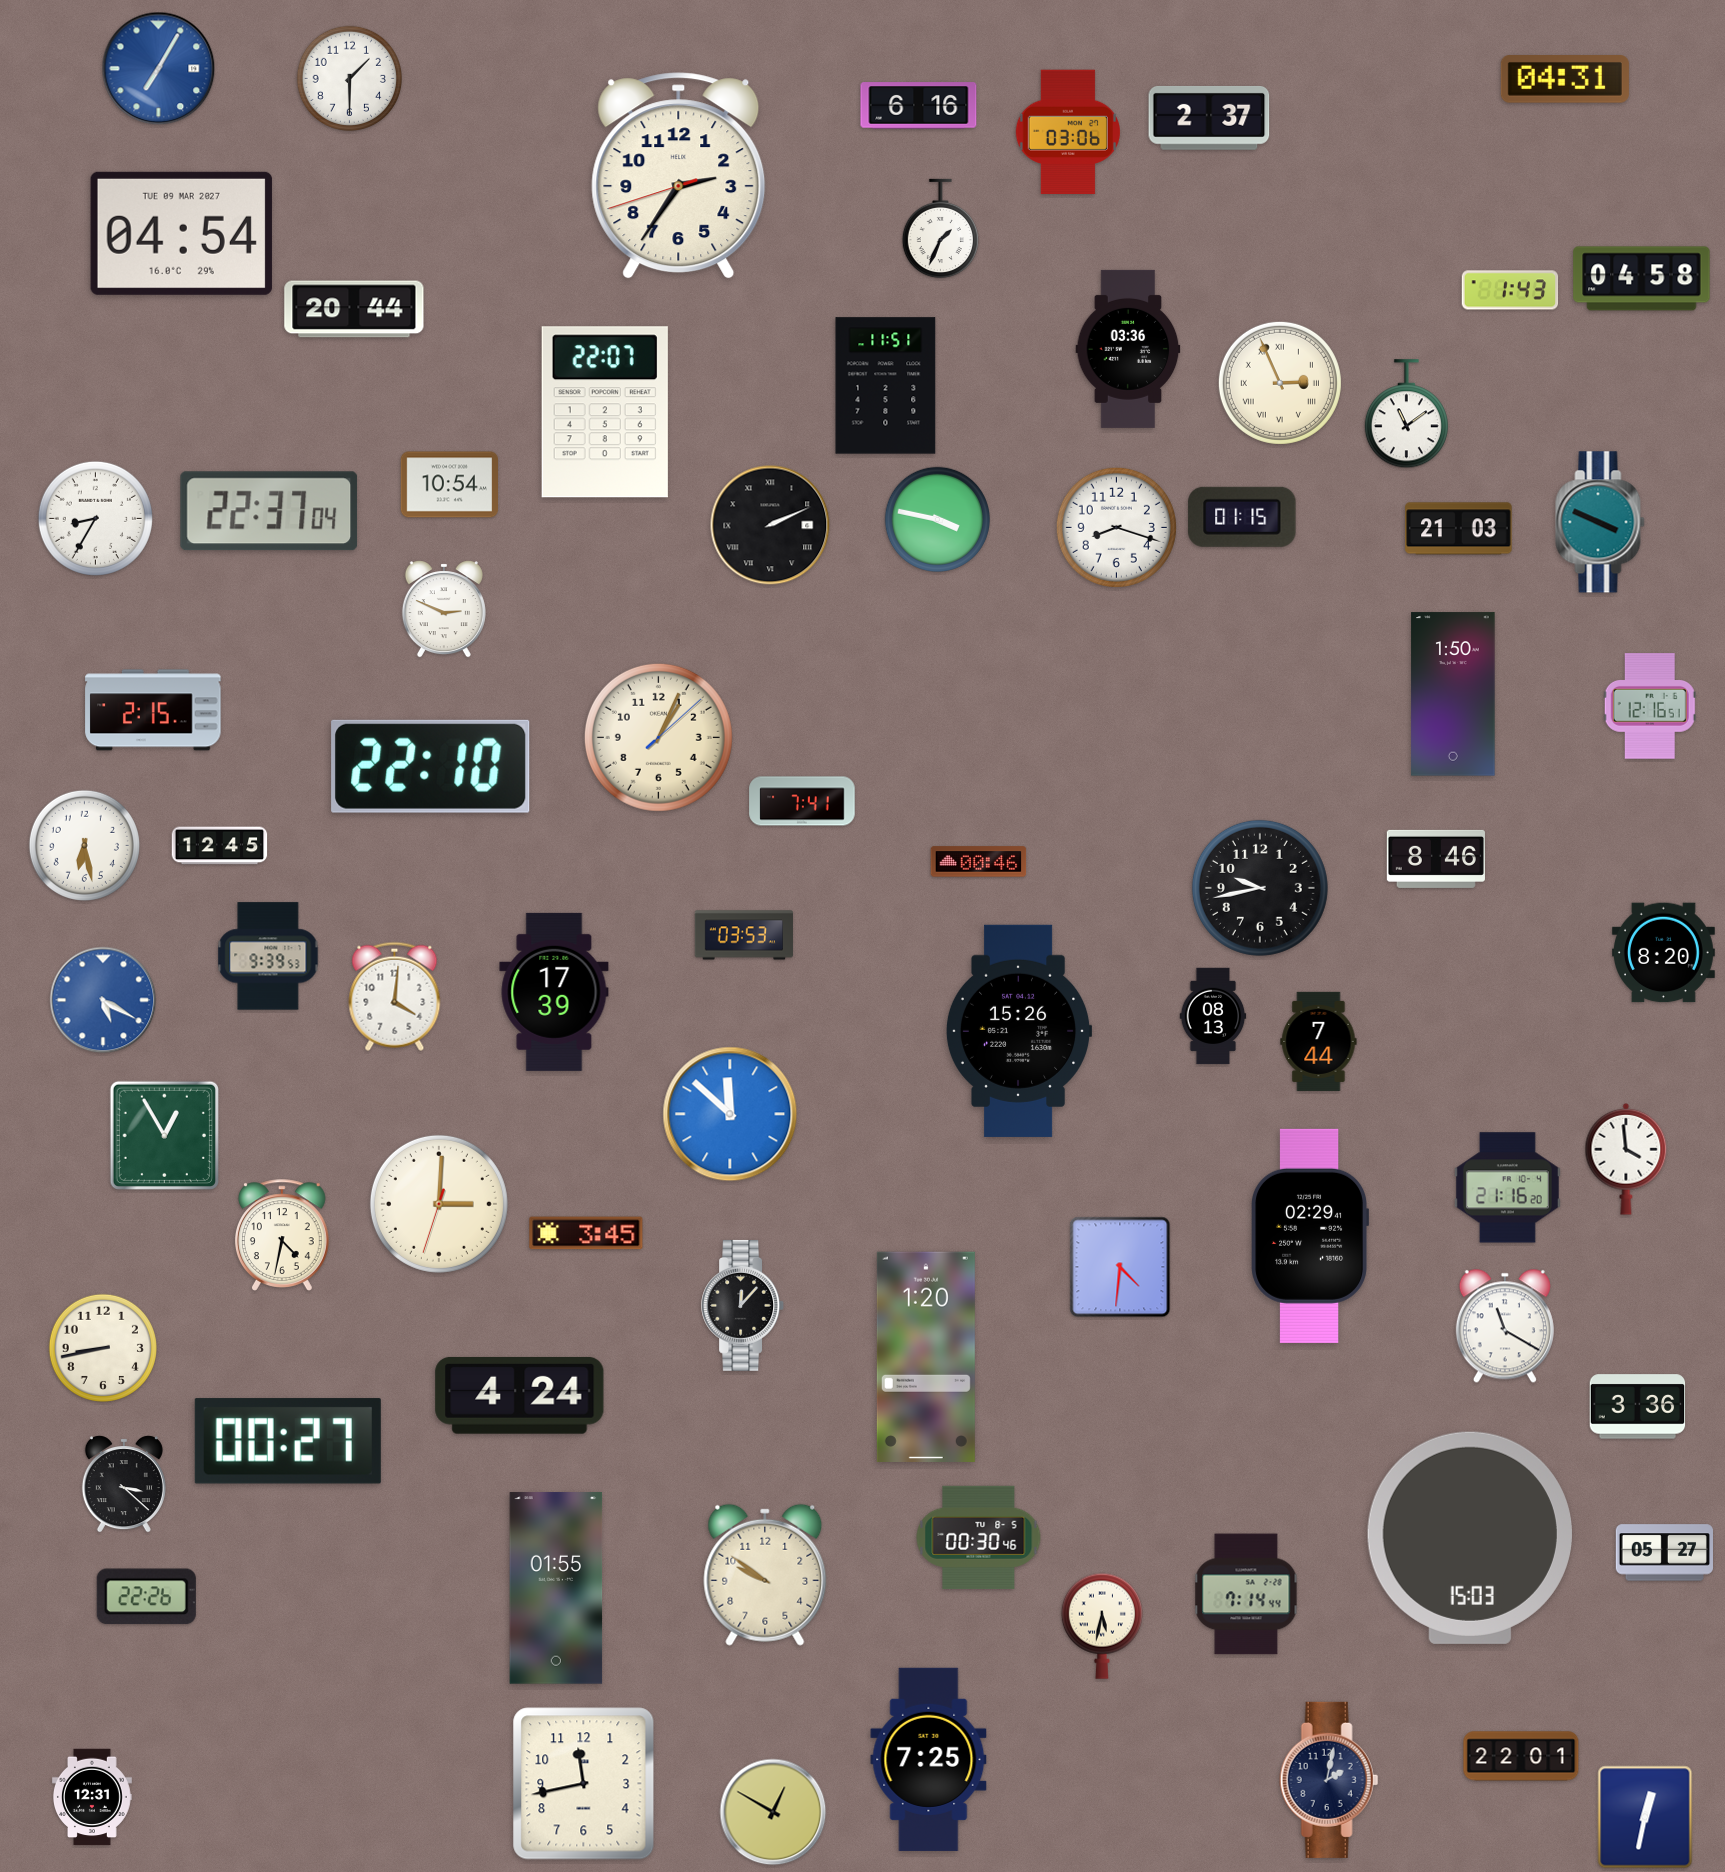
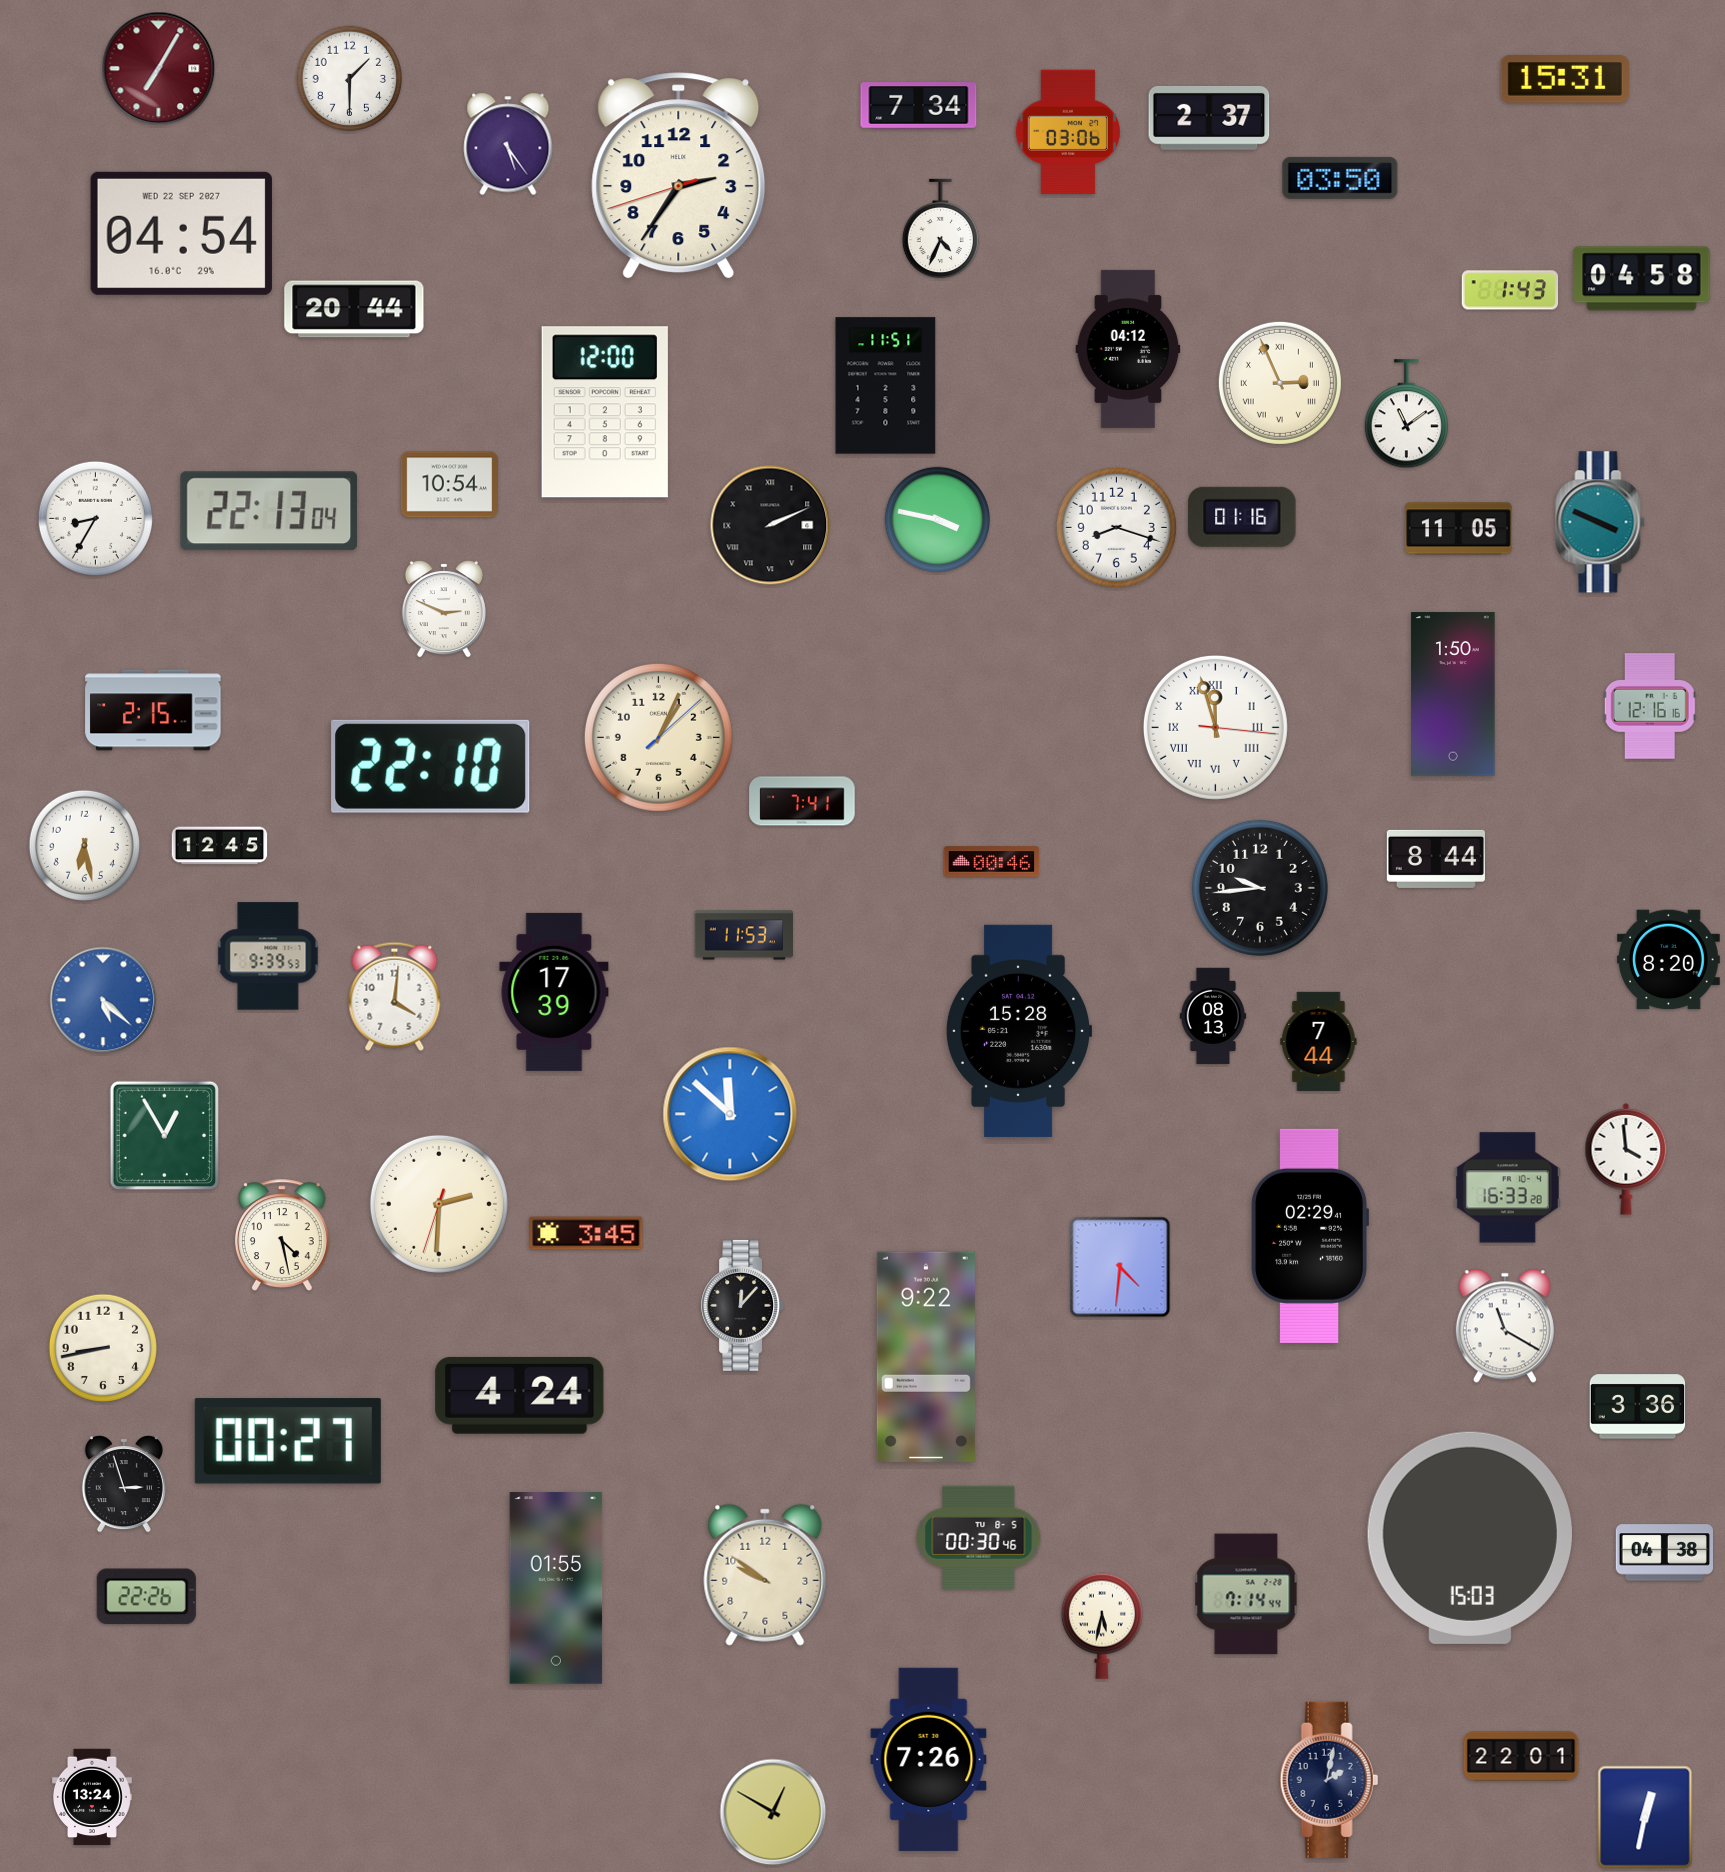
clock at (159, 69) dial: blue -> burgundy
clock at (1565, 80): 04:31 -> 15:31
clock at (919, 106): 6:16 -> 7:34
clock at (508, 144): none -> 5:24
clock at (1340, 178): none -> 03:50
clock at (940, 229): 1:34 -> 4:34
clock at (181, 233) date: TUE 09 MAR 2027 -> WED 22 SEP 2027
clock at (1128, 349): 03:36 -> 04:12
clock at (605, 412): 22:07 -> 12:00
clock at (269, 511): 22:37 -> 22:13
clock at (1242, 517): 01:15 -> 01:16
clock at (1459, 529): 21:03 -> 11:05
clock at (1650, 706): 12:16:51 -> 12:16:16
clock at (1215, 727): none -> 11:57
clock at (1436, 859): 8:46 -> 8:44
clock at (979, 862) position: (979, 862) -> (992, 862)
clock at (1260, 888): 9:43 -> 9:44
clock at (744, 935): 03:53 -> 11:53
clock at (1664, 953) position: (1664, 953) -> (1669, 960)
clock at (103, 1000): 5:20 -> 5:22
clock at (1019, 1031): 15:26 -> 15:28
clock at (1507, 1188): 21:16 -> 16:33
clock at (439, 1204): 3:00 -> 2:30
clock at (282, 1235): 4:32 -> 4:28
clock at (926, 1356): 1:20 -> 9:22
clock at (124, 1484): 3:22 -> 2:57
clock at (1664, 1553): 05:27 -> 04:38
clock at (929, 1759): 7:25 -> 7:26
clock at (584, 1784): 11:43 -> none
clock at (92, 1797): 12:31 -> 13:24
